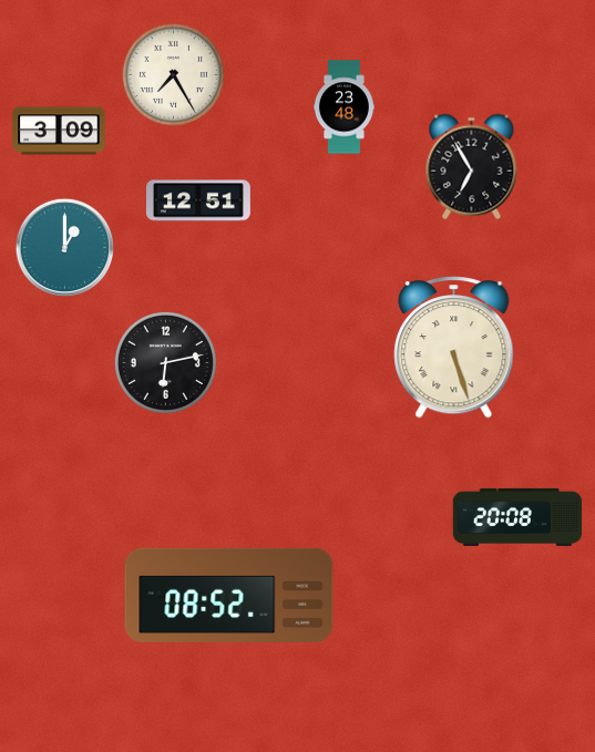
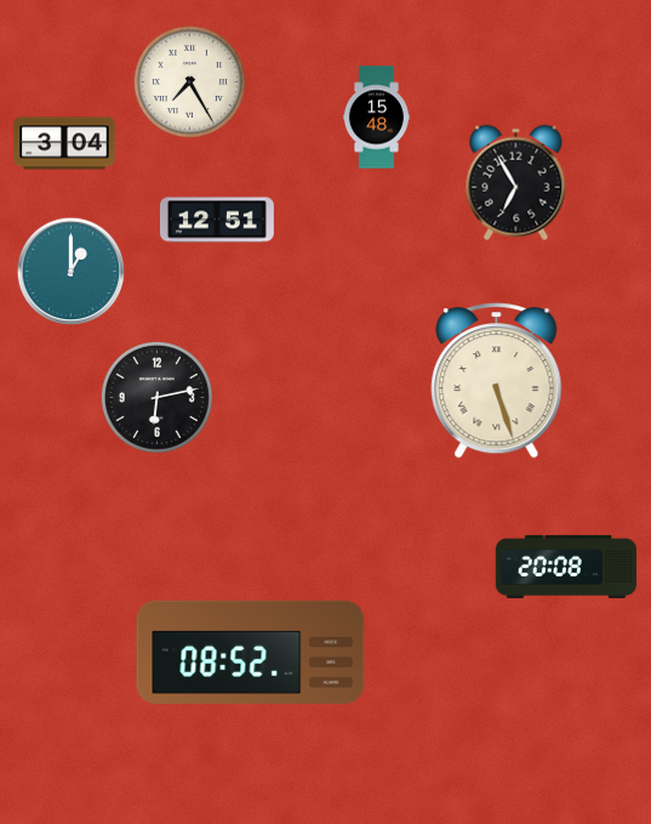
clock at (343, 107): 23:48 -> 15:48
clock at (59, 131): 3:09 -> 3:04
clock at (165, 362) position: (165, 362) -> (156, 397)
